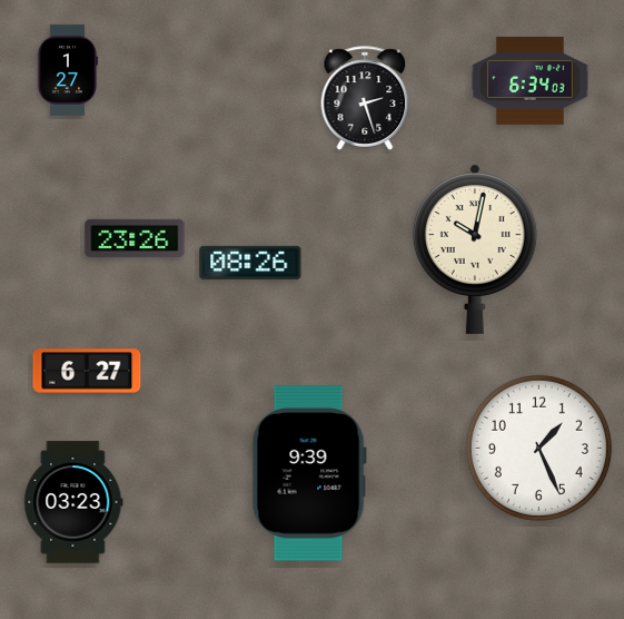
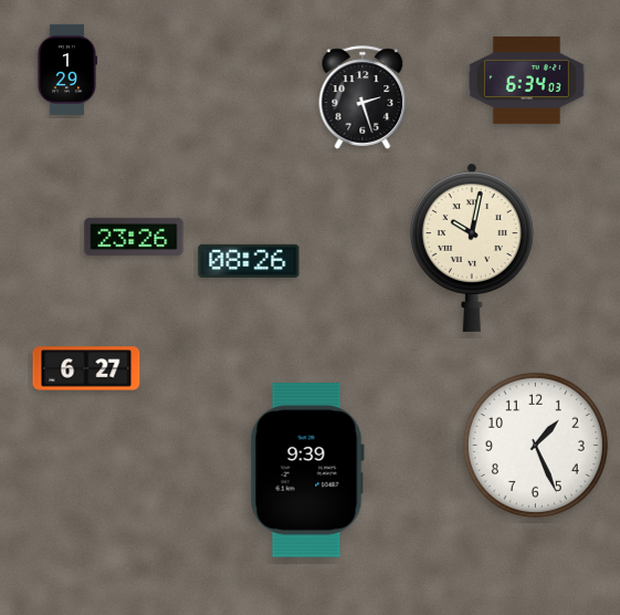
clock at (67, 70): 1:27 -> 1:29
clock at (73, 502): 03:23 -> none
